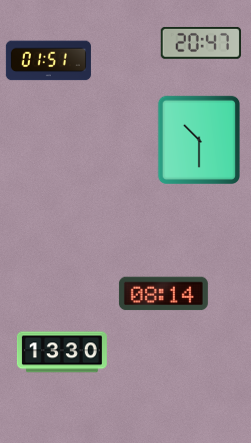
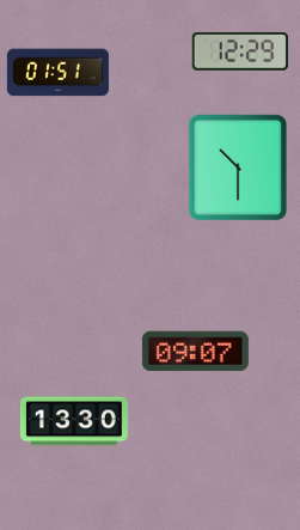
clock at (201, 43): 20:47 -> 12:29
clock at (163, 294): 08:14 -> 09:07
